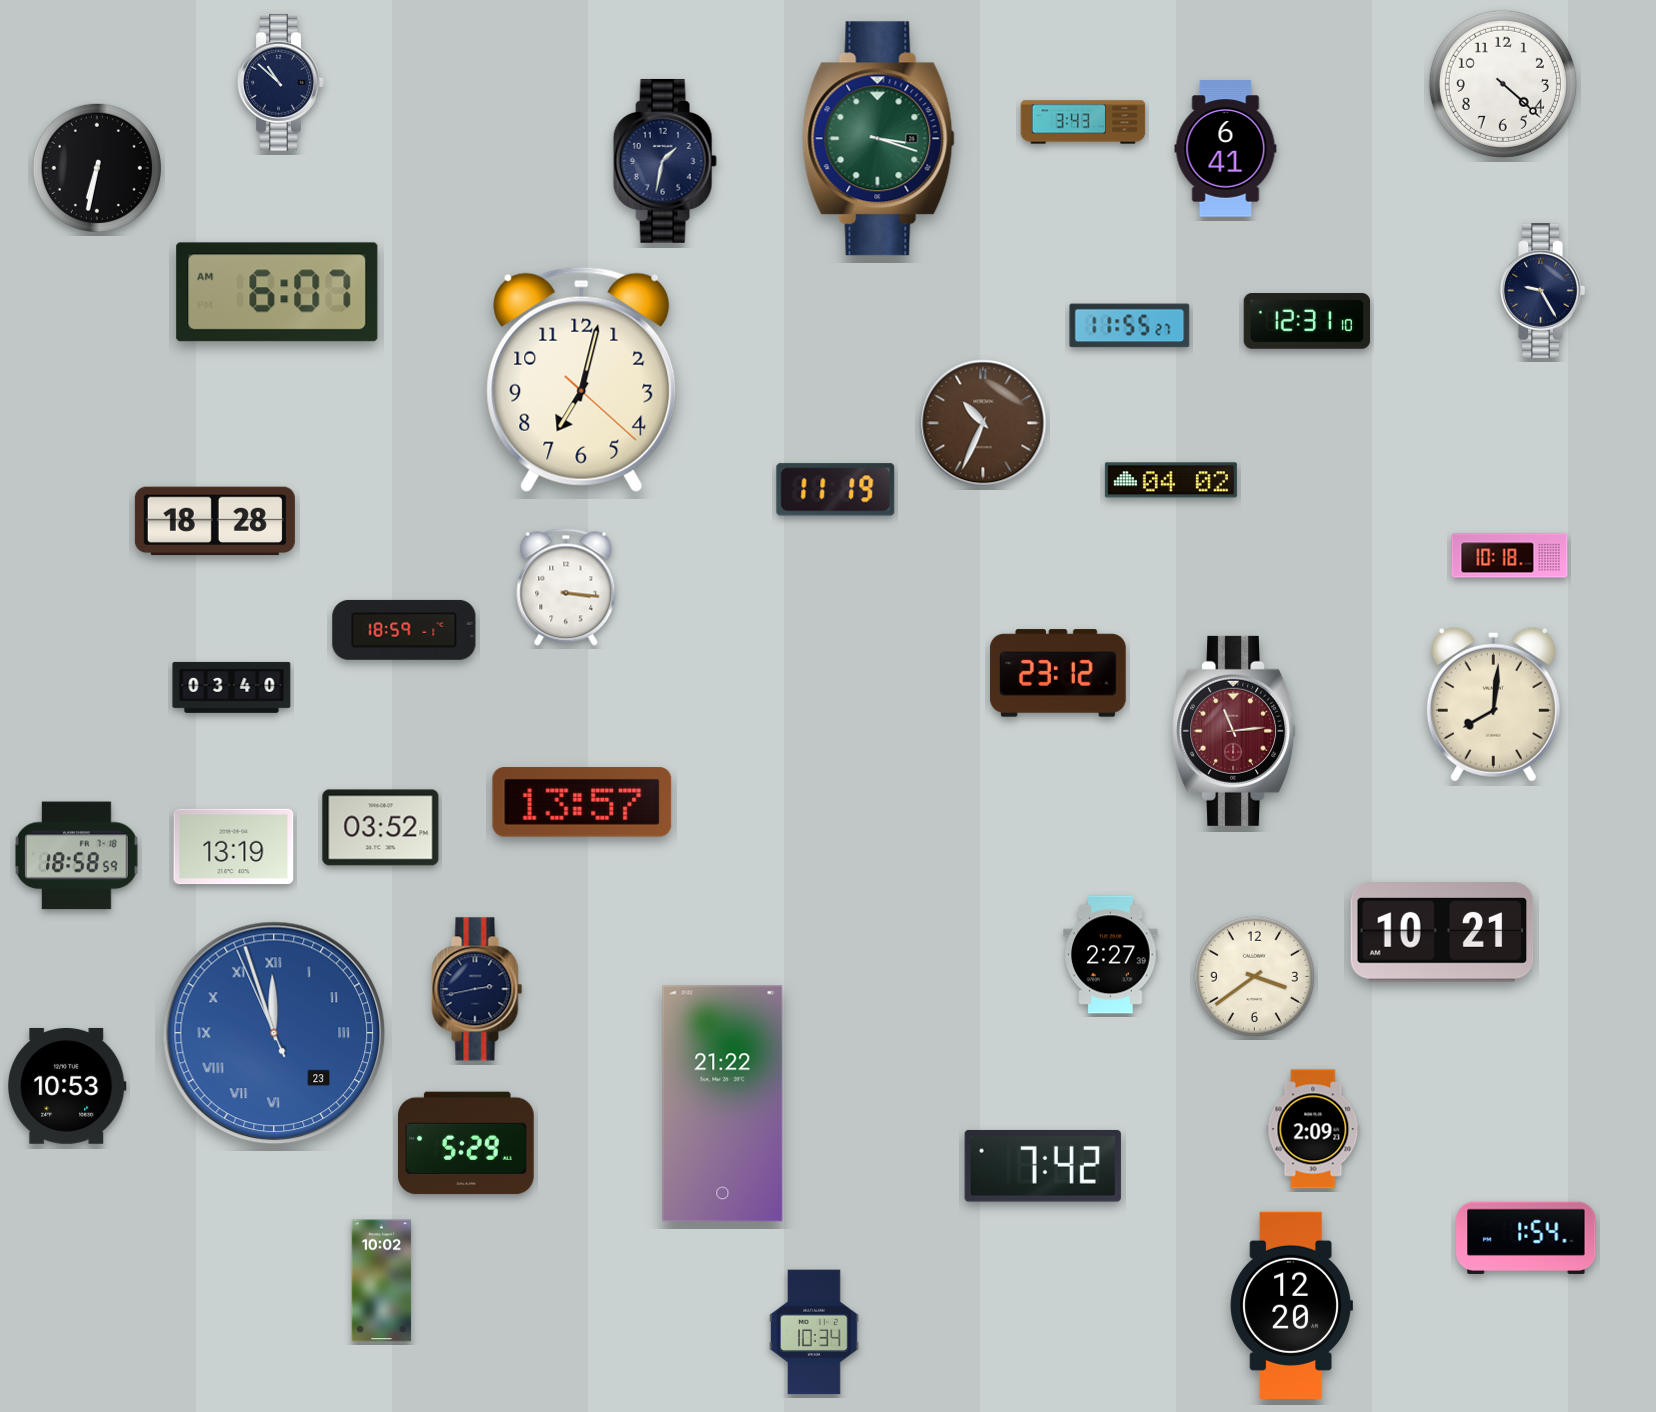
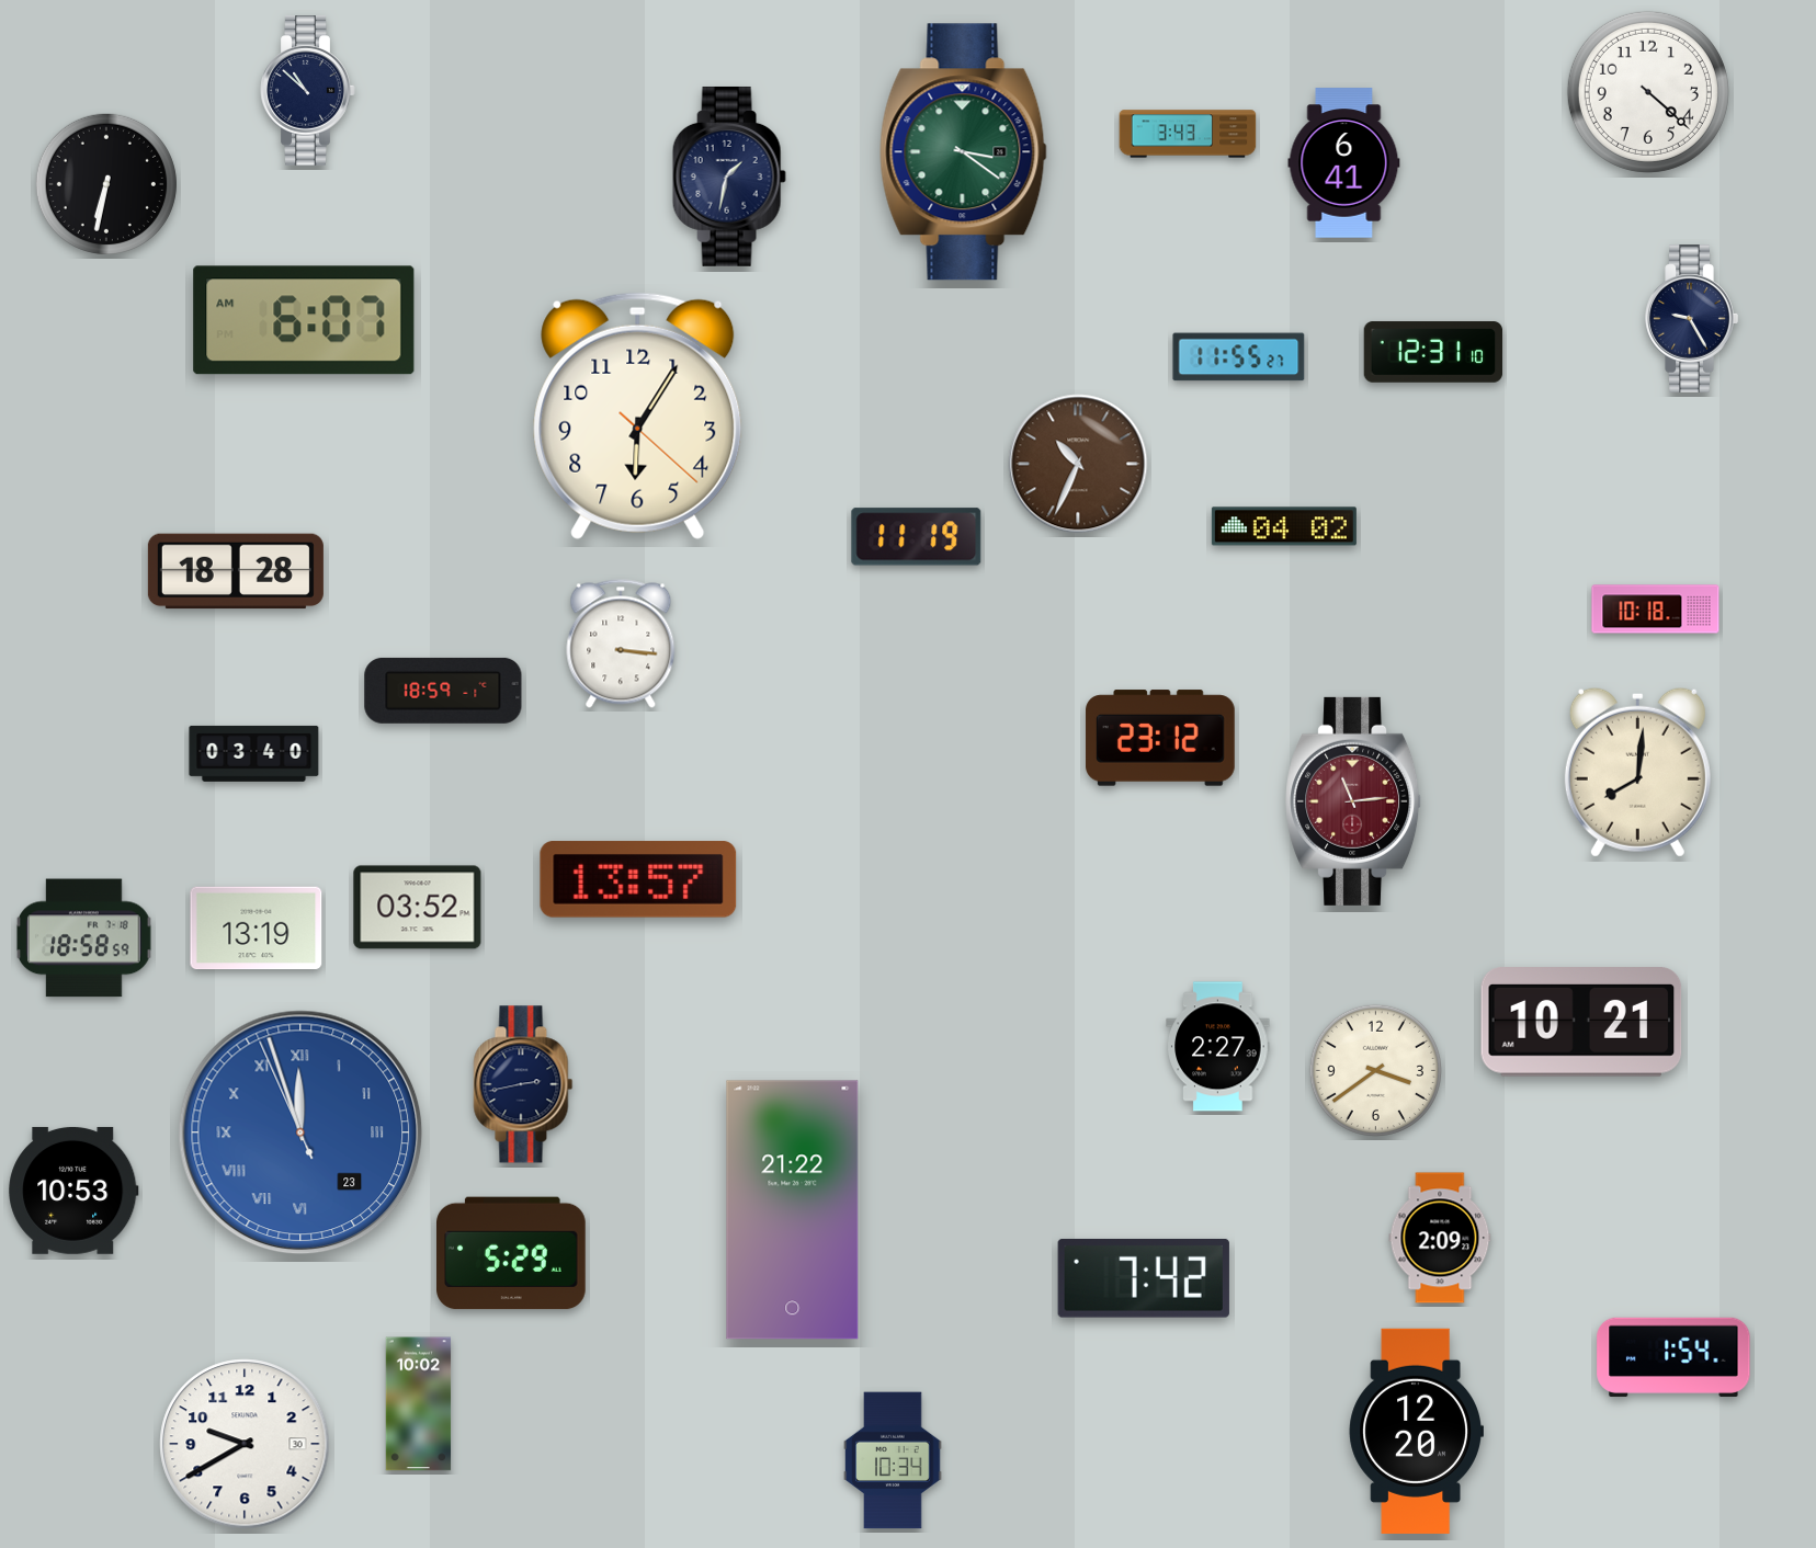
clock at (879, 139): 3:18 -> 3:21
clock at (582, 379): 7:02 -> 6:05
clock at (245, 1444): none -> 9:40
